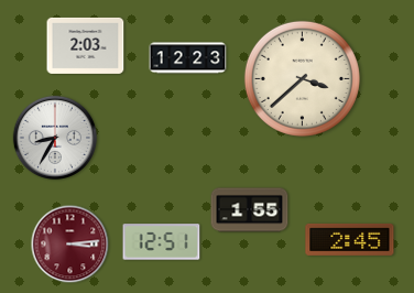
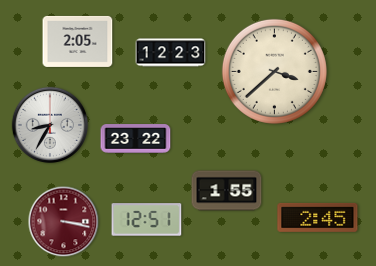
clock at (86, 45): 2:03 -> 2:05
clock at (136, 139): none -> 23:22
clock at (70, 245): 3:14 -> 3:17
